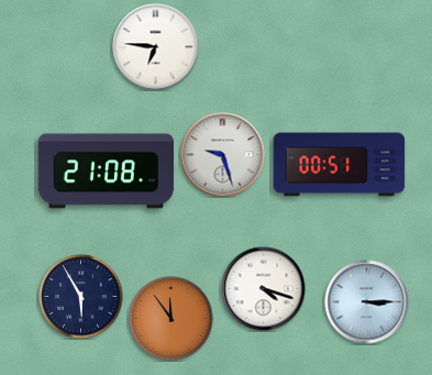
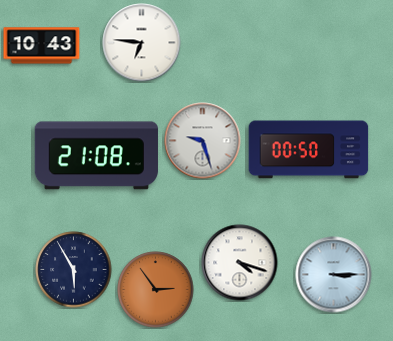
clock at (42, 46): none -> 10:43
clock at (340, 165): 00:51 -> 00:50
clock at (171, 319): 11:54 -> 2:54
